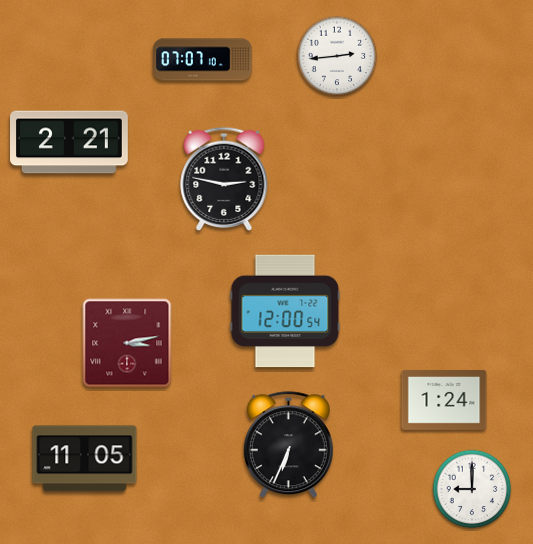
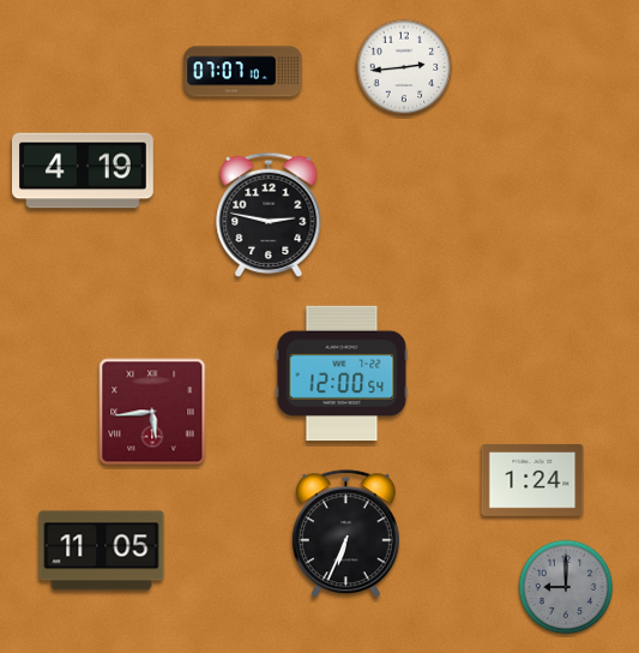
clock at (70, 142): 2:21 -> 4:19
clock at (127, 343): 3:13 -> 5:44
clock at (472, 489) dial: white -> grey
